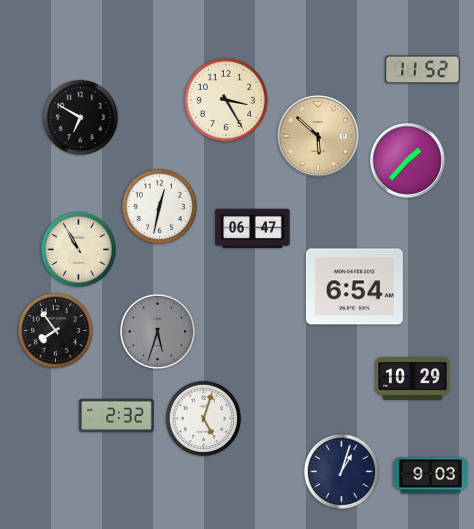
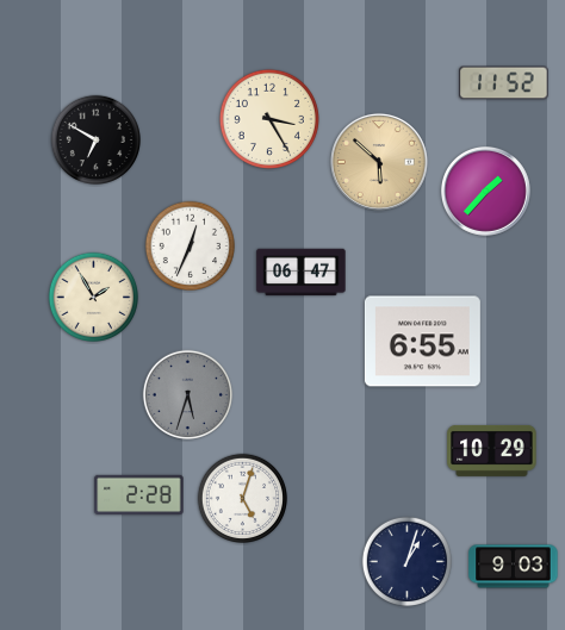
clock at (160, 207): 12:32 -> 12:34
clock at (79, 250): 10:55 -> 1:55
clock at (354, 287): 6:54 -> 6:55
clock at (56, 331): 7:54 -> none
clock at (117, 416): 2:32 -> 2:28
